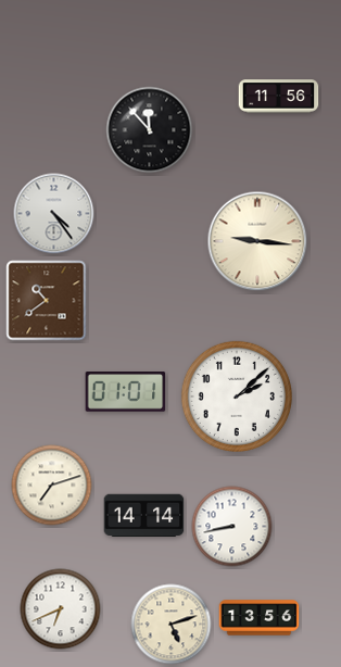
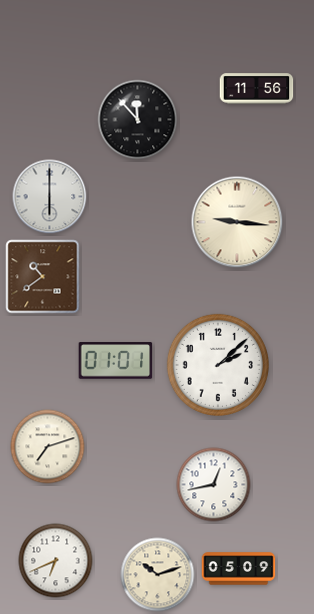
clock at (54, 214): 4:24 -> 6:00
clock at (144, 516): 14:14 -> none
clock at (232, 527): 8:43 -> 12:43
clock at (260, 618): 13:56 -> 05:09
clock at (172, 625): 5:12 -> 10:12
